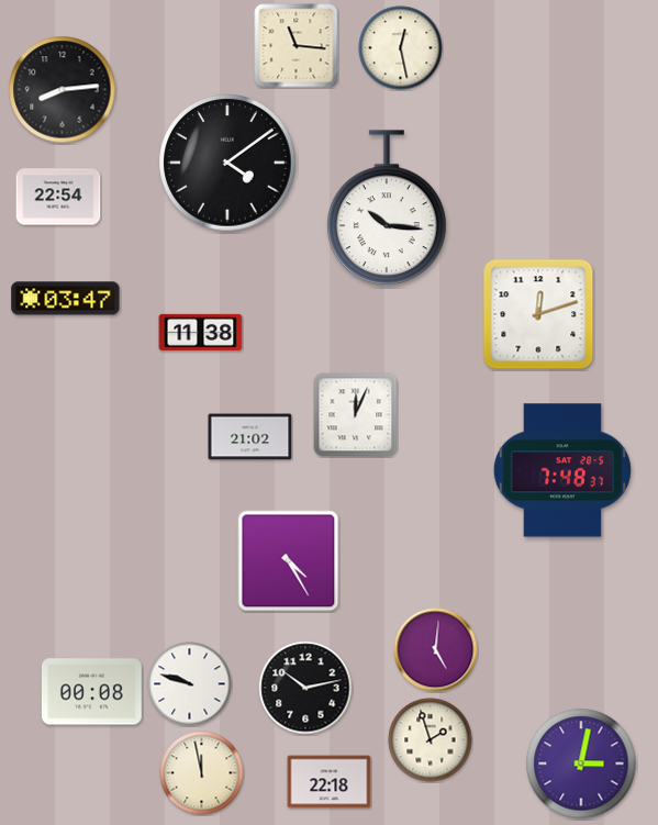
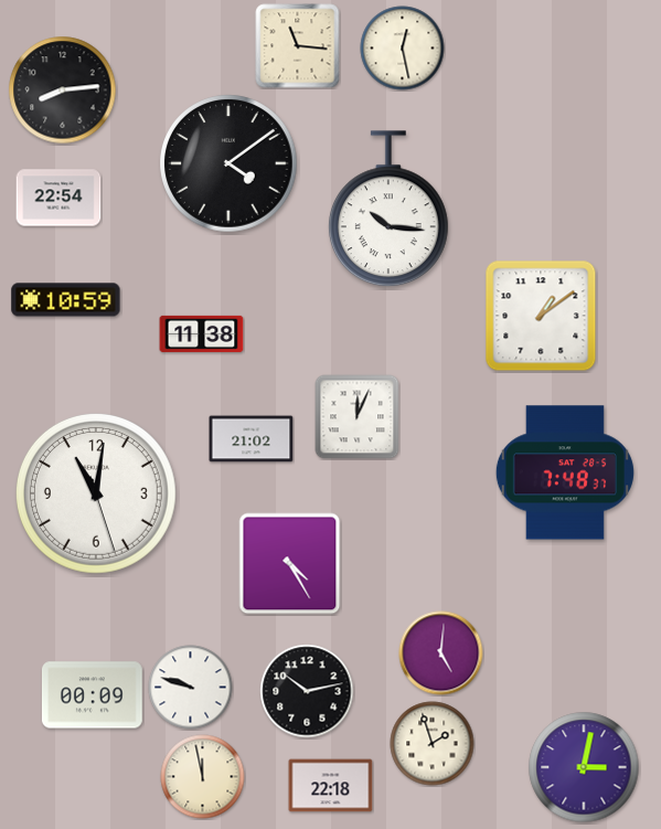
clock at (66, 299): 03:47 -> 10:59
clock at (538, 314): 12:12 -> 1:09
clock at (96, 493): none -> 11:01
clock at (436, 650) position: (436, 650) -> (441, 653)
clock at (92, 692): 00:08 -> 00:09
